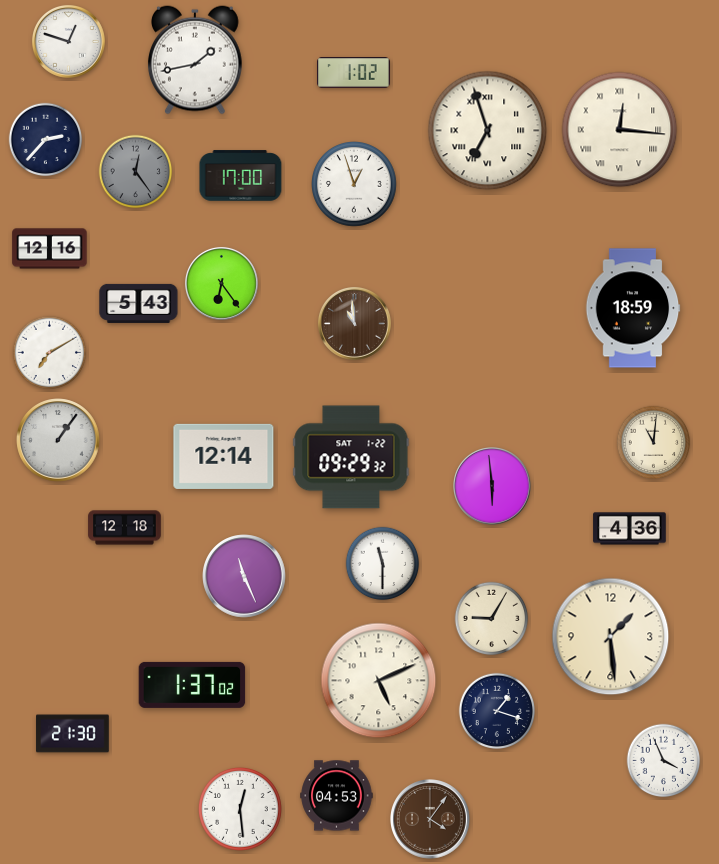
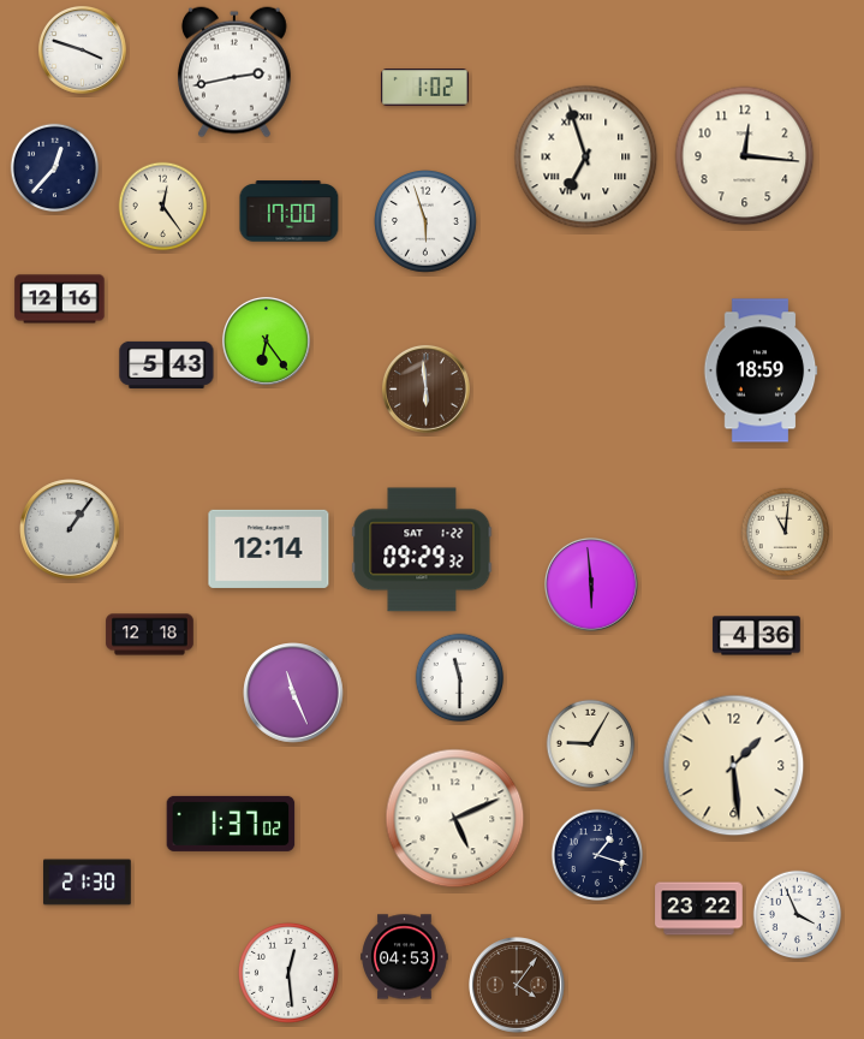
clock at (68, 41): 12:48 -> 3:48
clock at (195, 60): 1:43 -> 2:43
clock at (620, 130) numerals: Roman -> Arabic
clock at (46, 140): 2:37 -> 12:37
clock at (136, 172) dial: grey -> cream
clock at (355, 185): 12:57 -> 5:57
clock at (354, 323): 10:59 -> 5:59
clock at (50, 353): 7:10 -> none
clock at (699, 909): none -> 23:22
